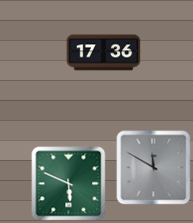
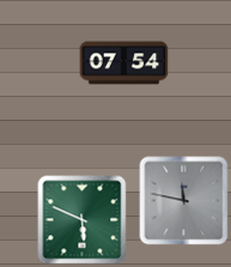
clock at (104, 53): 17:36 -> 07:54
clock at (154, 168): 11:50 -> 11:47
